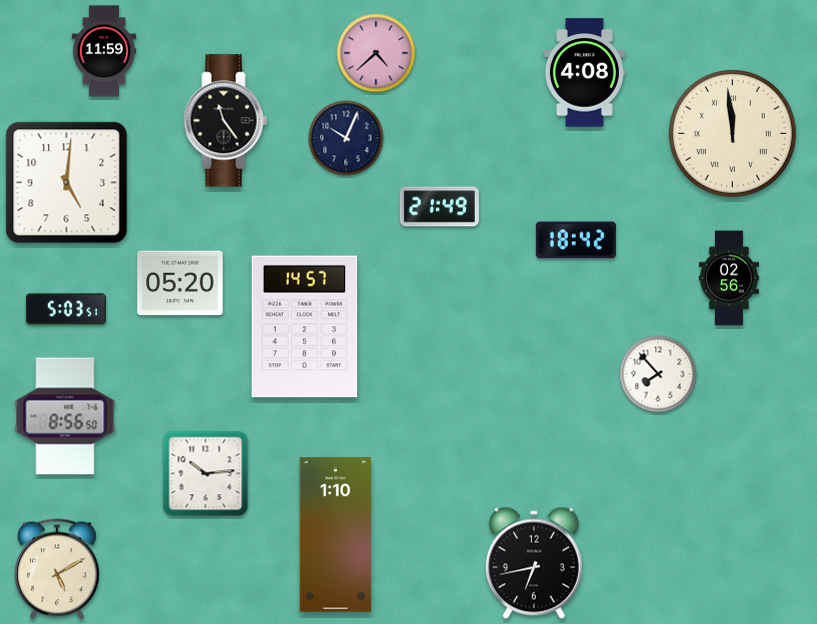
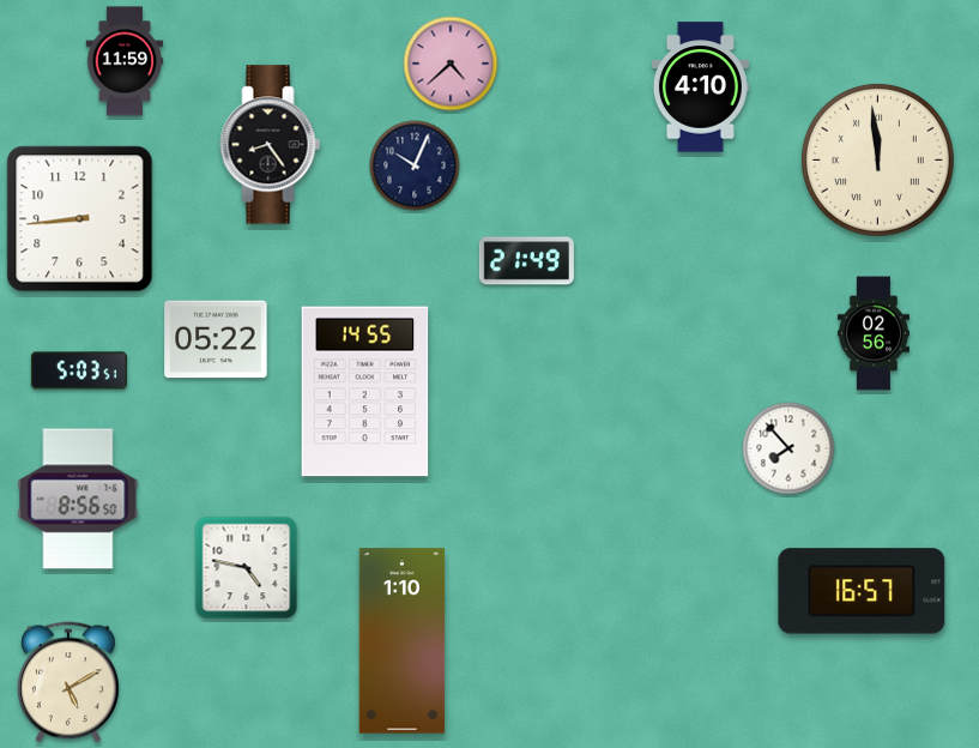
clock at (584, 73): 4:08 -> 4:10
clock at (226, 121): 11:24 -> 8:24
clock at (67, 183): 5:01 -> 8:44
clock at (439, 207) position: (439, 207) -> (526, 261)
clock at (576, 240): 18:42 -> none
clock at (180, 283): 05:20 -> 05:22
clock at (305, 327): 14:57 -> 14:55
clock at (206, 474): 10:14 -> 4:47
clock at (862, 591): none -> 16:57
clock at (534, 563): 6:43 -> none
